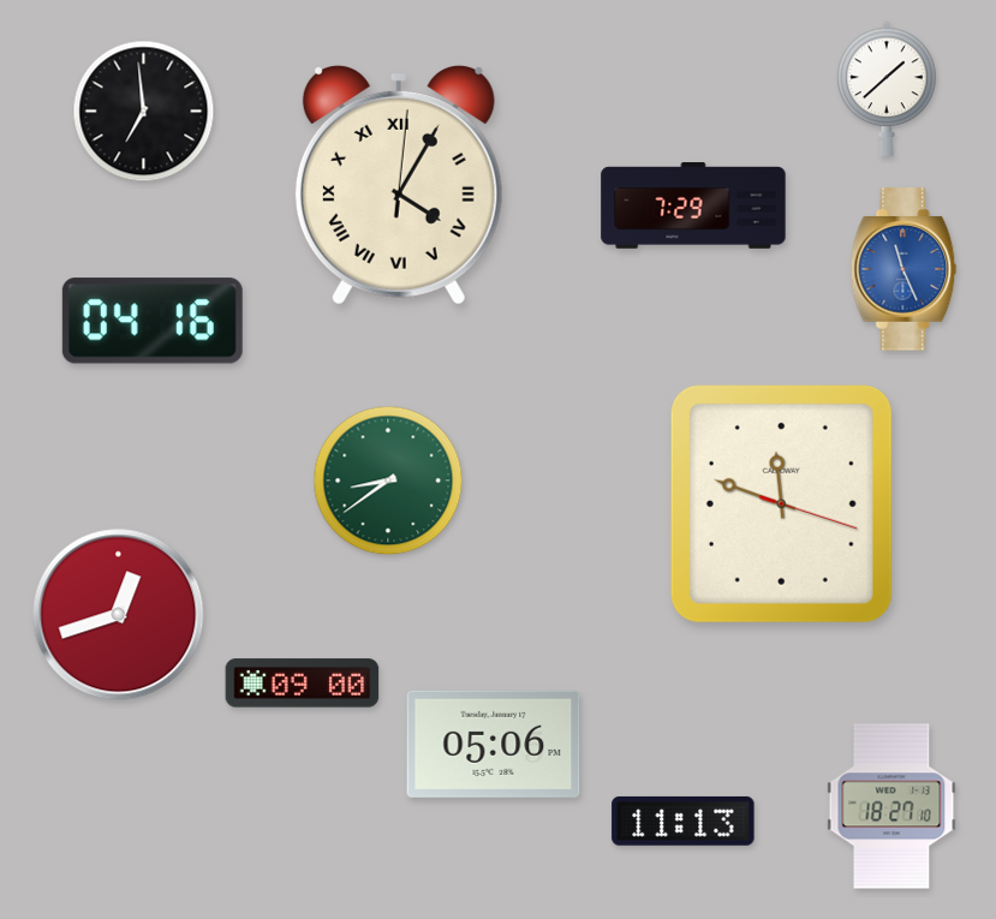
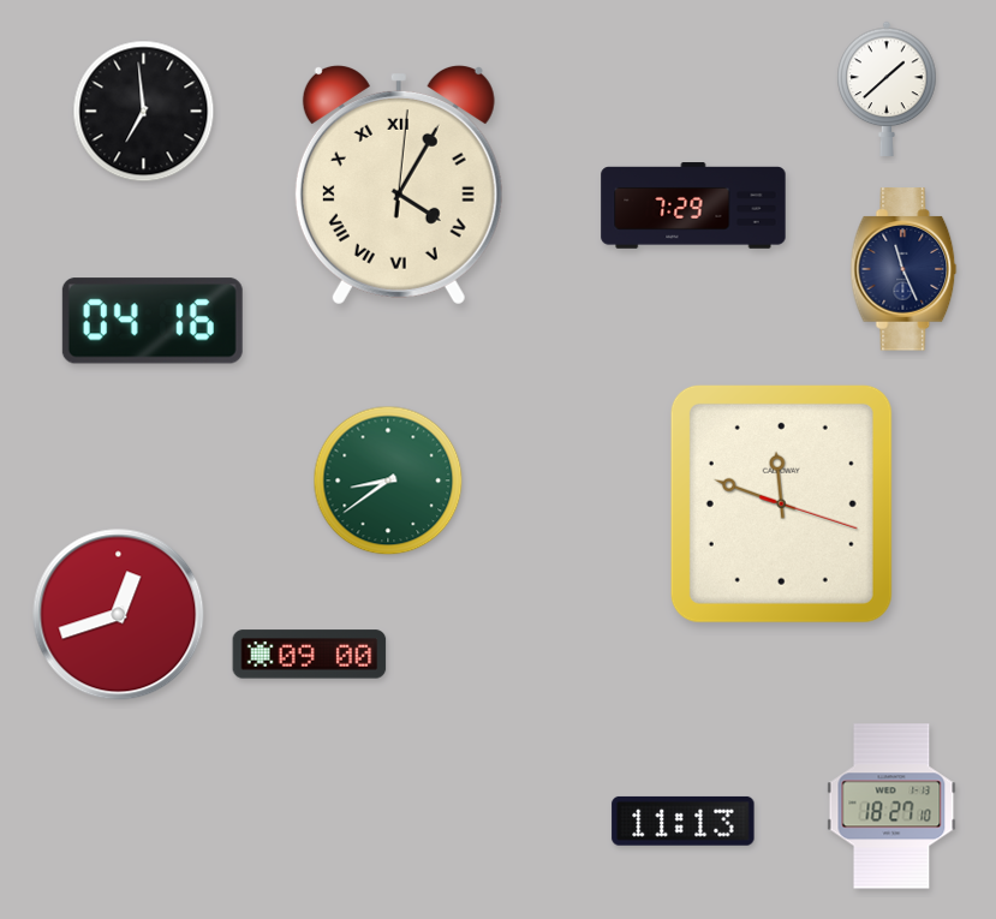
clock at (903, 269) dial: blue -> navy
clock at (303, 684) position: (303, 684) -> (310, 655)
clock at (494, 744): 05:06 -> none
